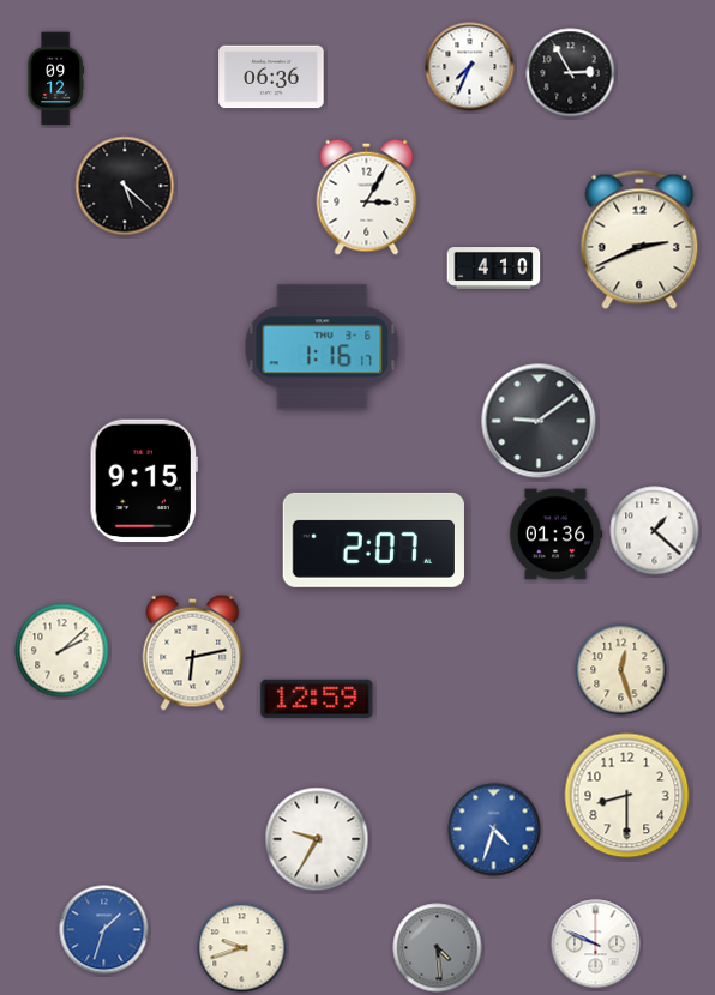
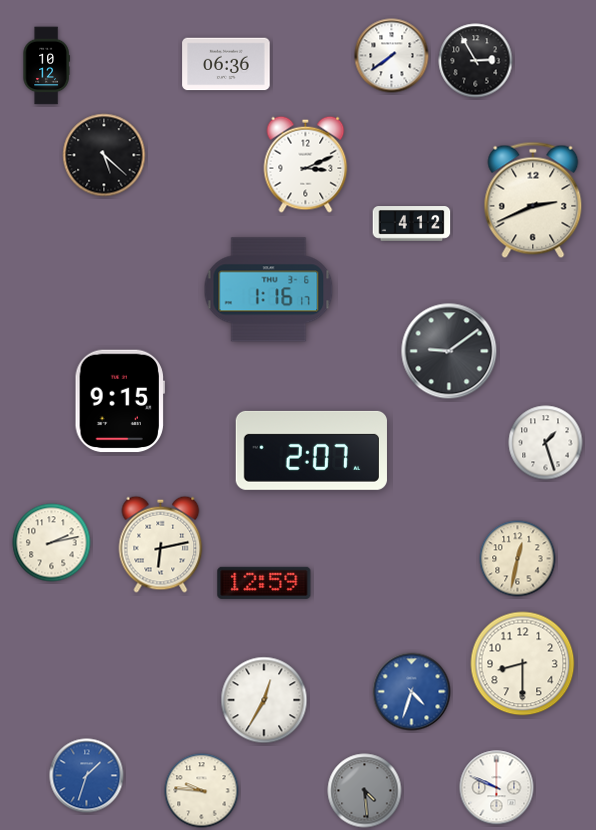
clock at (470, 67): 7:34 -> 7:39
clock at (55, 79): 09:12 -> 10:12
clock at (367, 197): 3:05 -> 3:11
clock at (494, 269): 4:10 -> 4:12
clock at (655, 531): 1:22 -> 1:27
clock at (555, 535): 01:36 -> none
clock at (62, 651): 2:08 -> 2:13
clock at (621, 670): 12:27 -> 12:32
clock at (317, 839): 9:35 -> 12:35
clock at (242, 948): 9:42 -> 9:46
